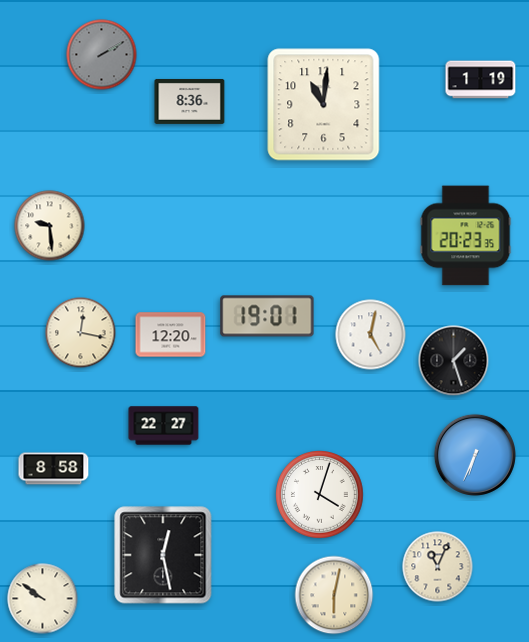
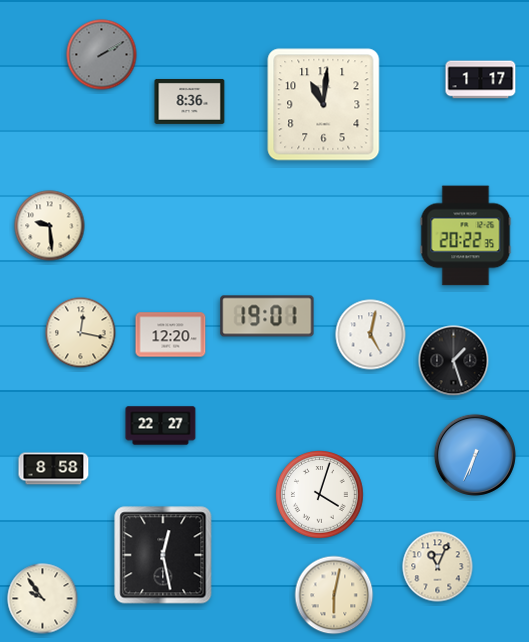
clock at (481, 80): 1:19 -> 1:17
clock at (466, 236): 20:23 -> 20:22
clock at (164, 426) position: (164, 426) -> (161, 426)
clock at (43, 599): 9:51 -> 9:54
